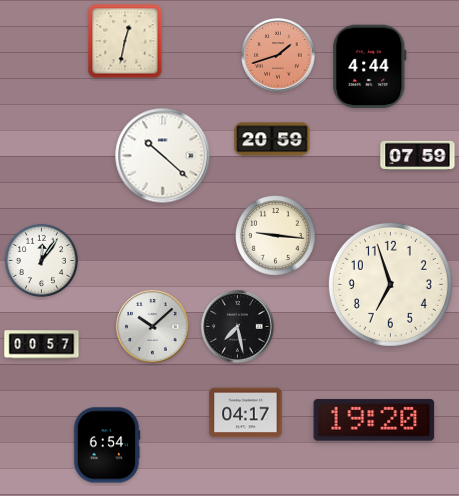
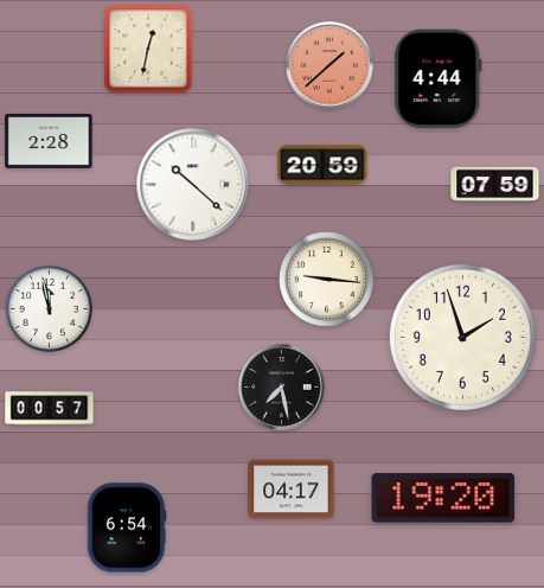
clock at (278, 55): 1:42 -> 1:38
clock at (49, 141): none -> 2:28
clock at (41, 260): 12:06 -> 11:58
clock at (390, 284): 6:57 -> 1:57
clock at (153, 327): 10:08 -> none
